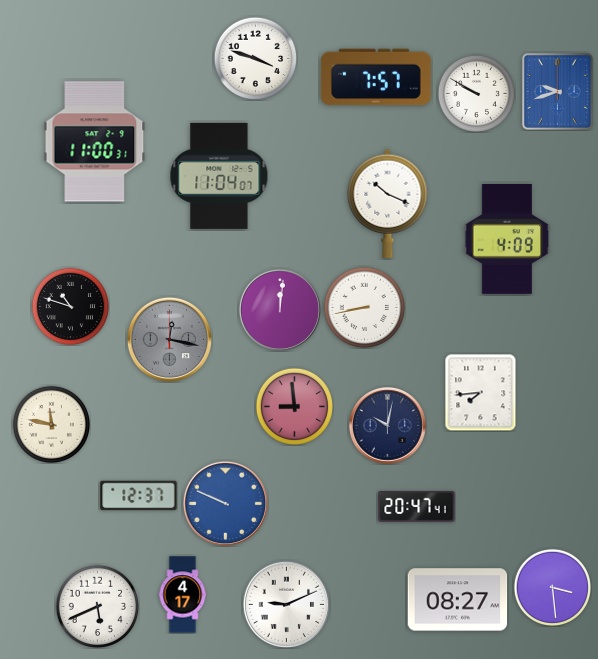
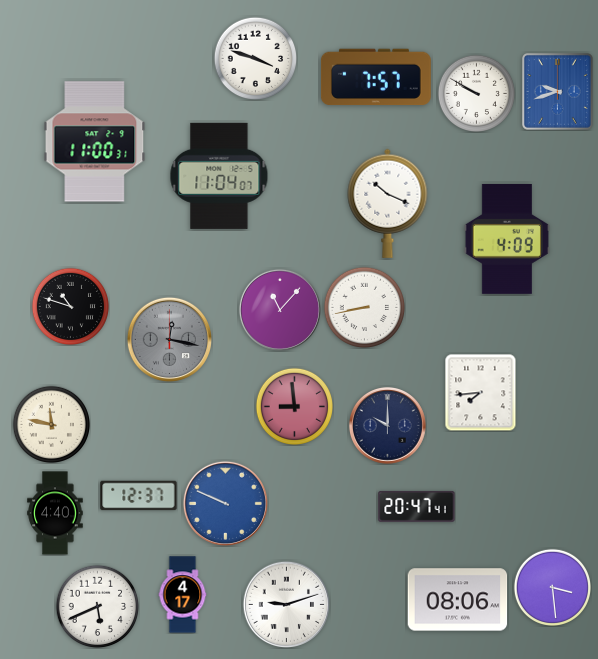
clock at (280, 310): 12:01 -> 11:07
clock at (387, 425): 10:02 -> 10:00
clock at (55, 513): none -> 4:40
clock at (458, 600): 08:27 -> 08:06
clock at (286, 604): 9:11 -> 9:12
